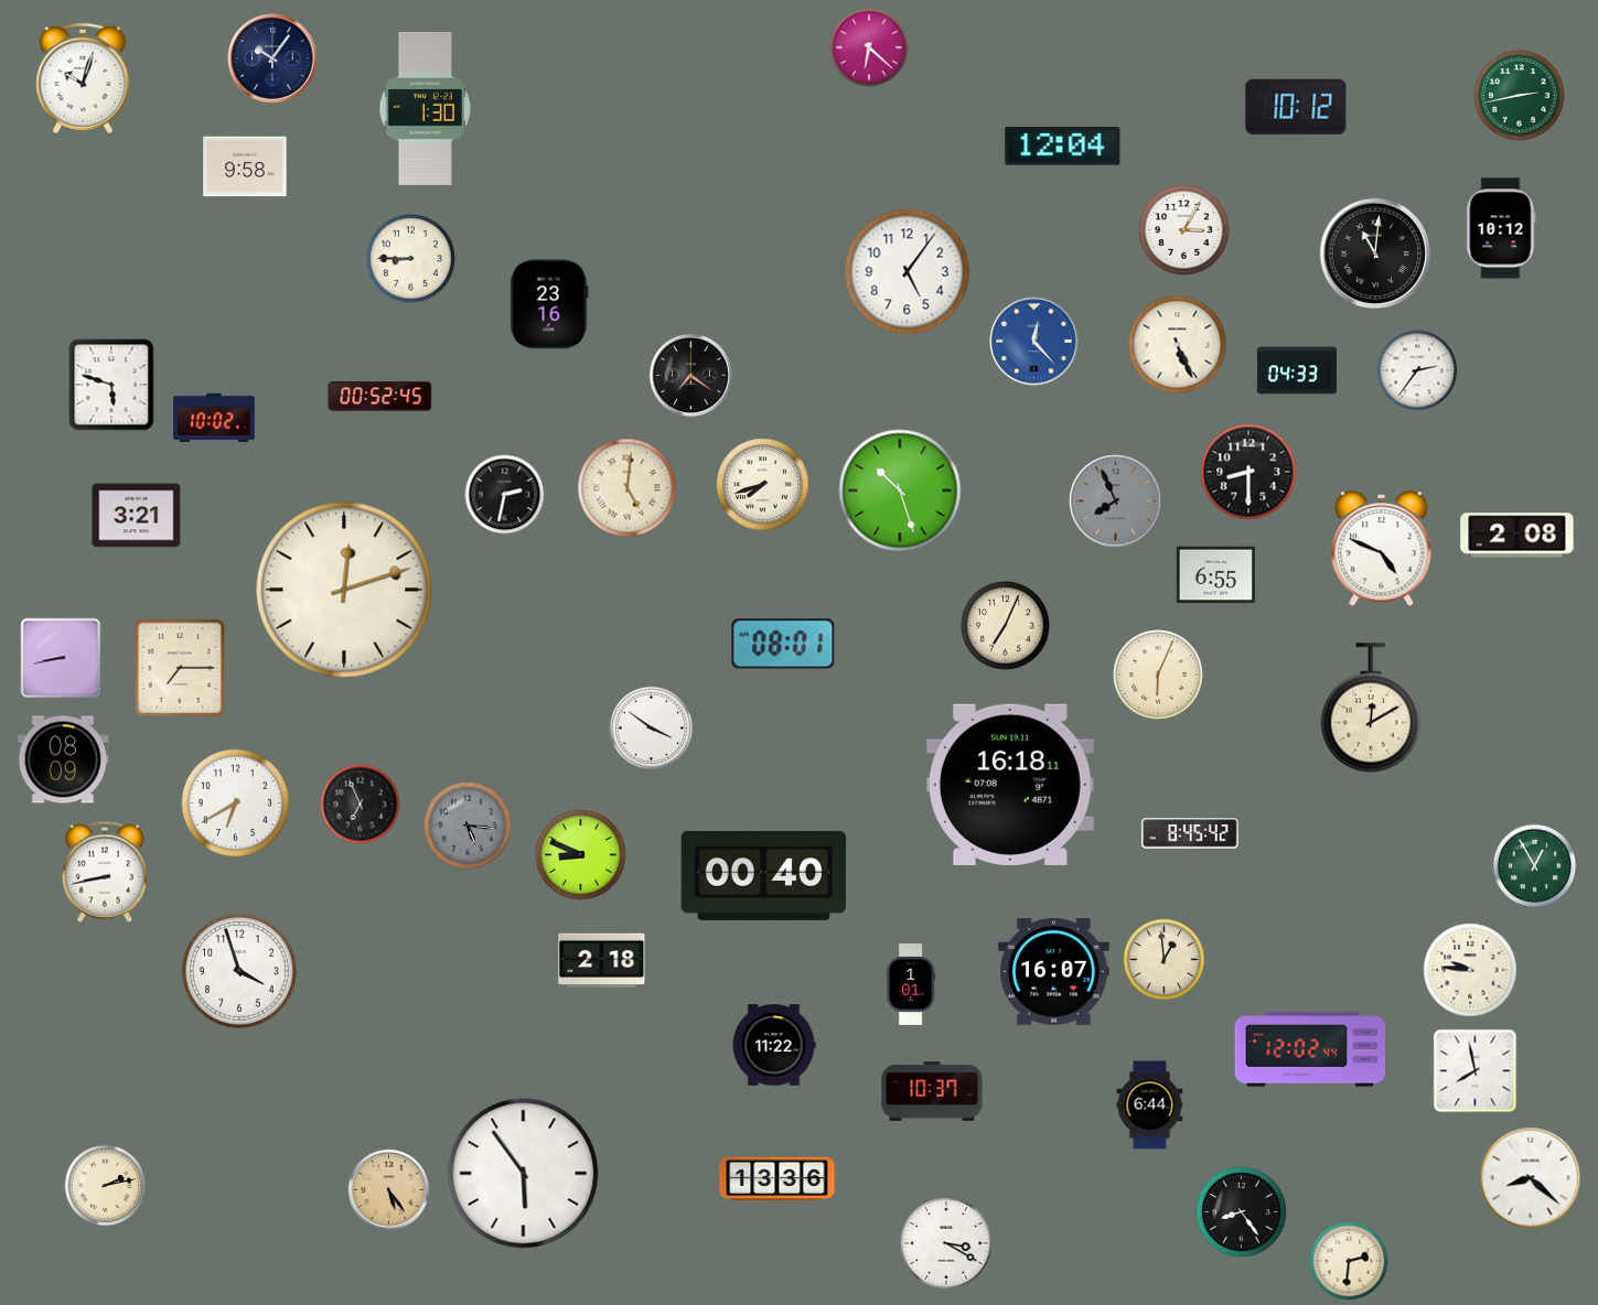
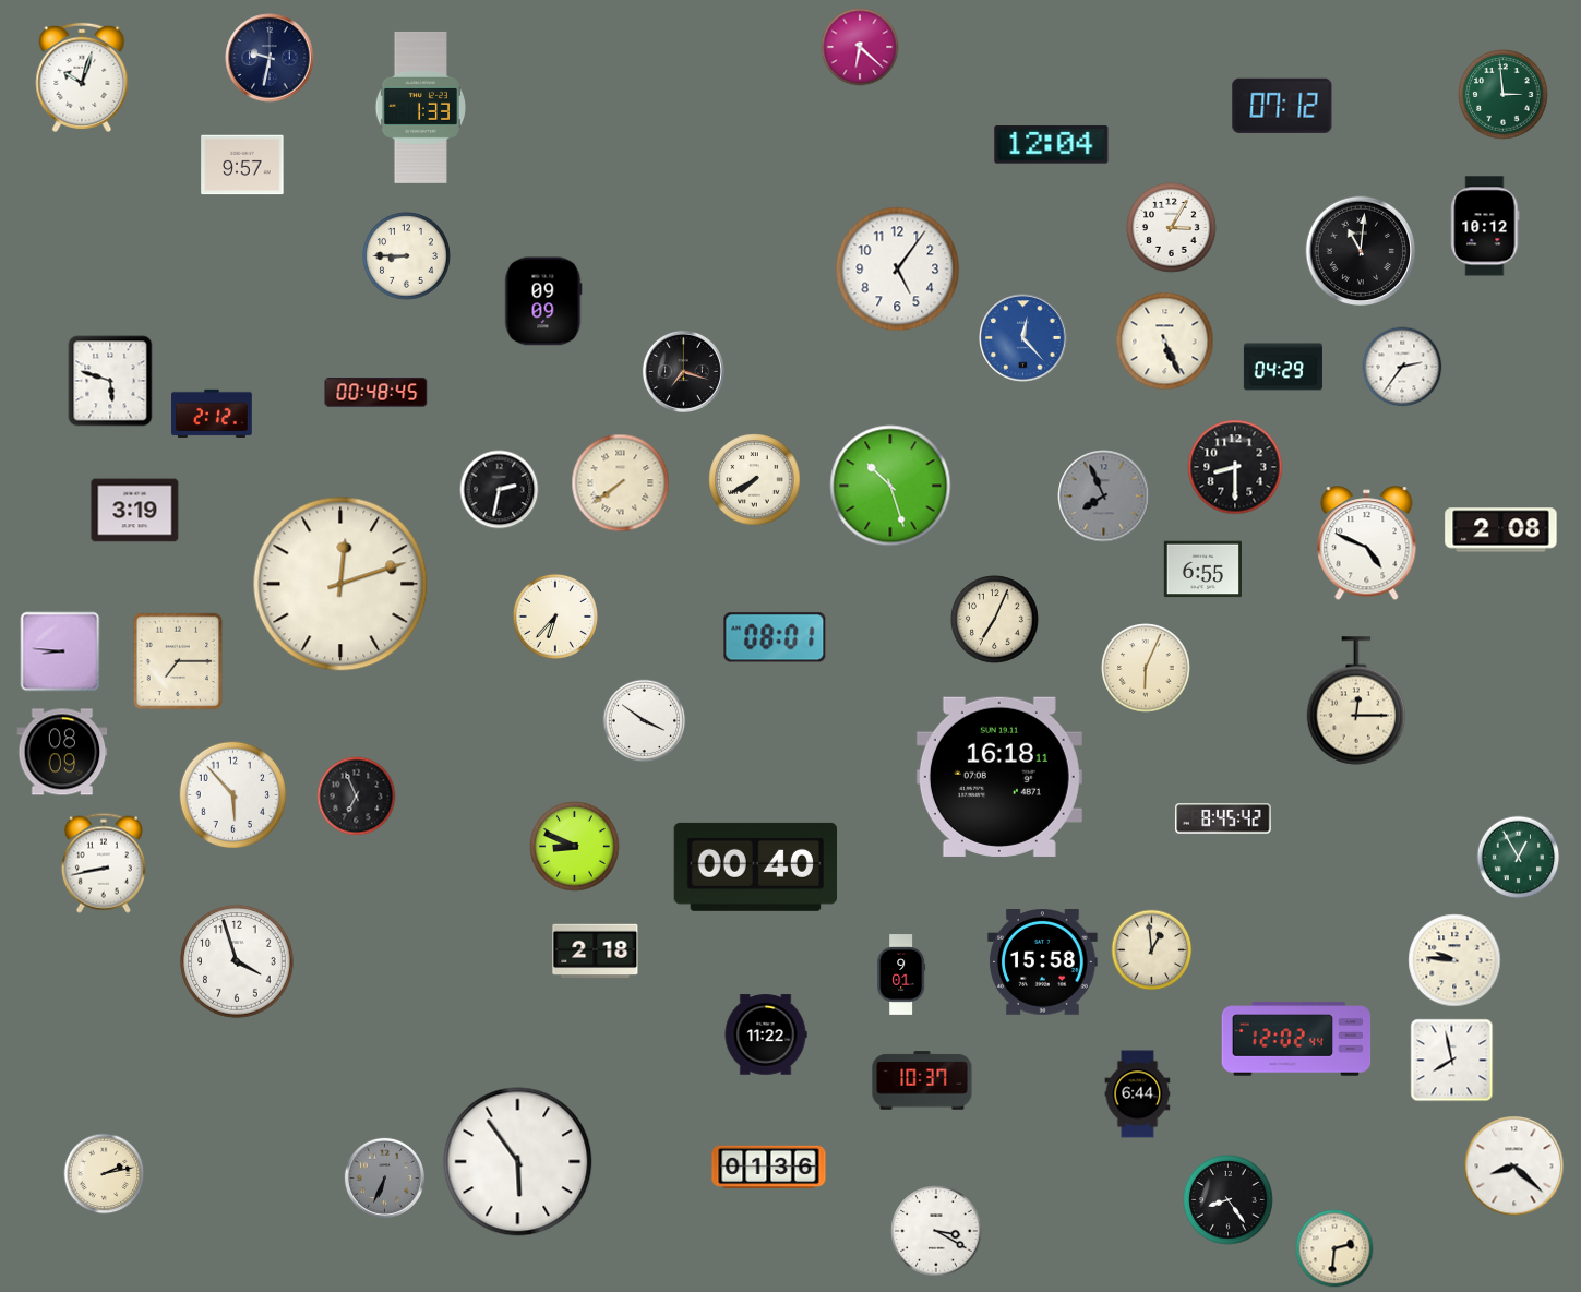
clock at (272, 58): 10:06 -> 9:32
clock at (1520, 96): 2:43 -> 2:59
clock at (1296, 107): 10:12 -> 07:12
clock at (425, 108): 1:30 -> 1:33
clock at (245, 166): 9:58 -> 9:57
clock at (549, 304): 23:16 -> 09:09
clock at (1297, 370): 04:33 -> 04:29
clock at (690, 375): 7:21 -> 7:18
clock at (380, 397): 00:52 -> 00:48
clock at (214, 417): 10:02 -> 2:12
clock at (763, 485): 7:42 -> 7:40
clock at (628, 488): 5:01 -> 7:39
clock at (137, 516): 3:21 -> 3:19
clock at (555, 617): none -> 6:37
clock at (61, 658): 8:43 -> 8:46
clock at (1371, 708): 12:10 -> 12:15
clock at (236, 804): 6:40 -> 5:53
clock at (468, 826): 5:16 -> none
clock at (1190, 833) position: (1190, 833) -> (1223, 818)
clock at (1054, 972): 16:07 -> 15:58
clock at (911, 984): 1:01 -> 9:01
clock at (1476, 1071) position: (1476, 1071) -> (1452, 1061)
clock at (777, 1179): 13:36 -> 01:36
clock at (388, 1189): 5:24 -> 6:34
clock at (388, 1189) dial: champagne -> grey
